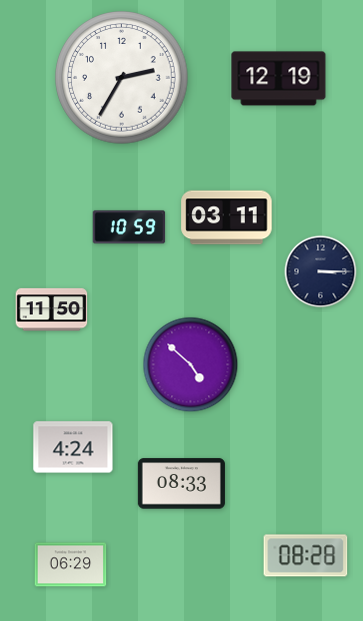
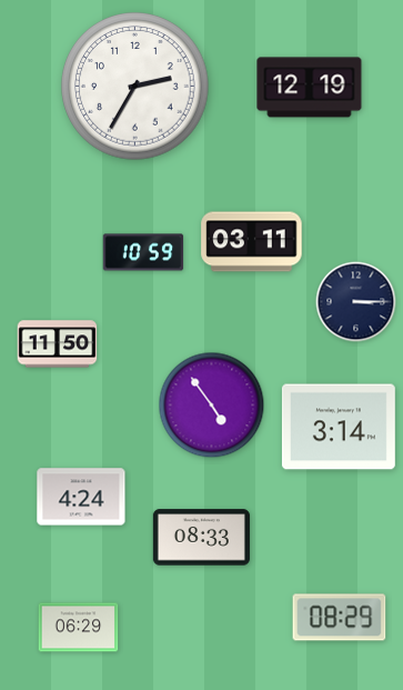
clock at (191, 365): 4:52 -> 4:54
clock at (339, 427): none -> 3:14
clock at (306, 556): 08:28 -> 08:29
